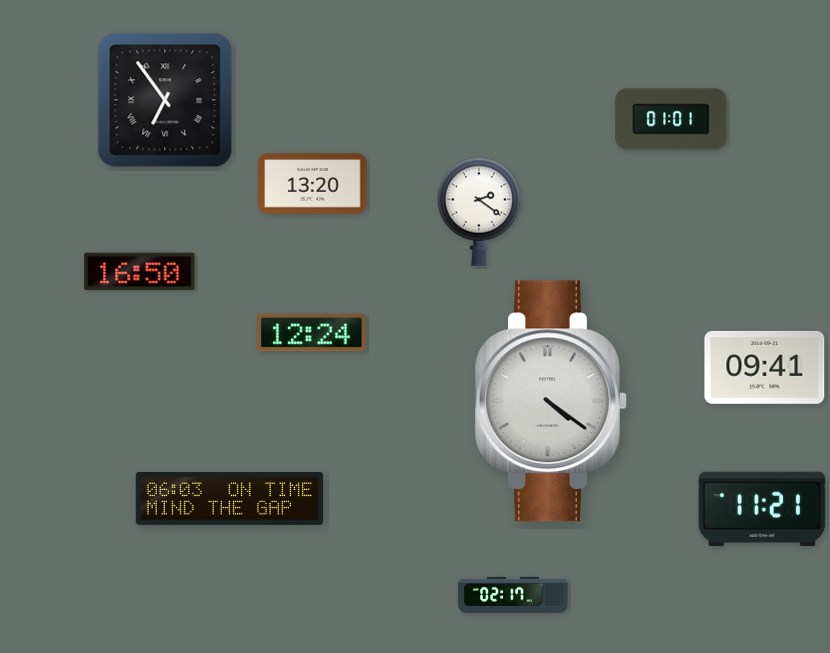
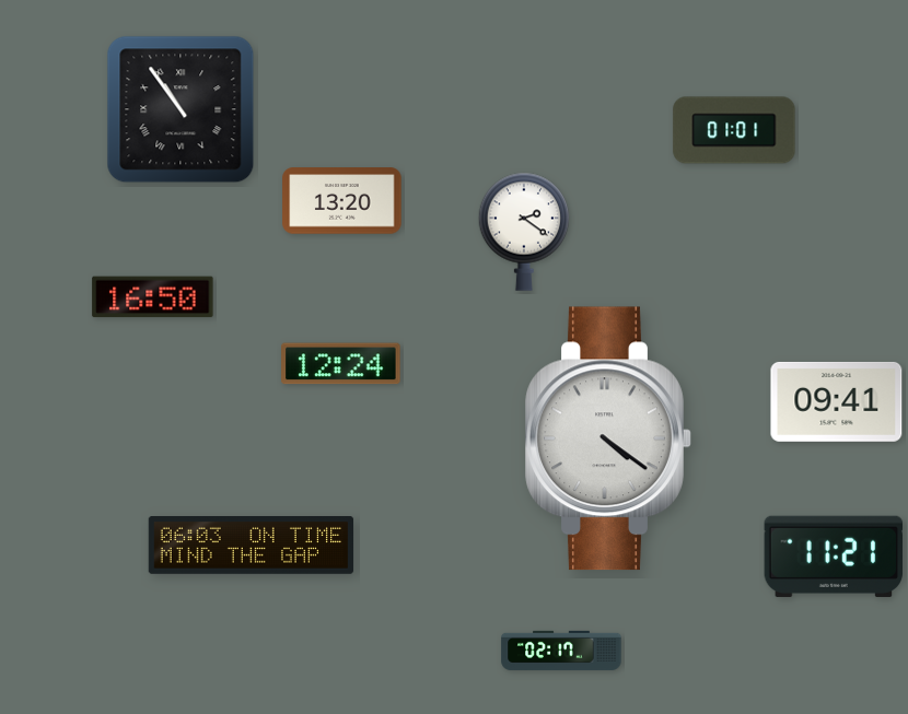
clock at (165, 100): 6:54 -> 10:54
clock at (551, 401) position: (551, 401) -> (608, 438)
